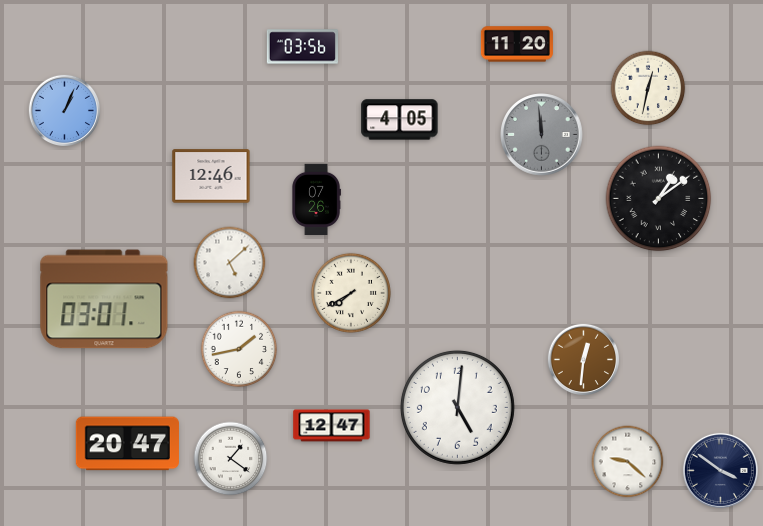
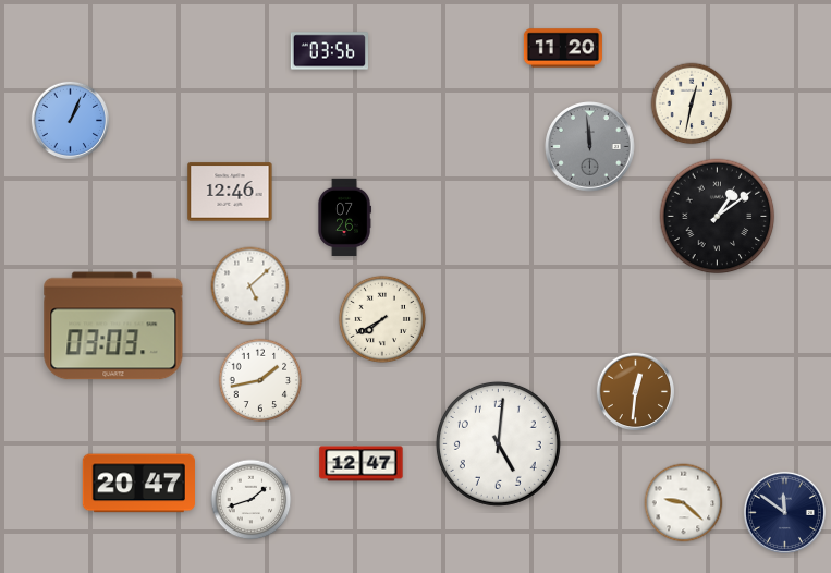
clock at (648, 88) position: (648, 88) -> (692, 103)
clock at (400, 120): 4:05 -> none
clock at (104, 299): 03:01 -> 03:03
clock at (231, 459): 1:21 -> 1:42
clock at (720, 470): 3:51 -> 11:51
